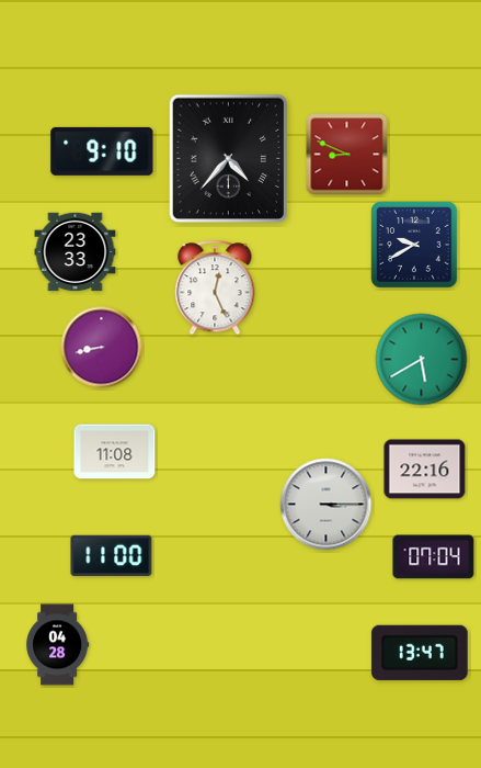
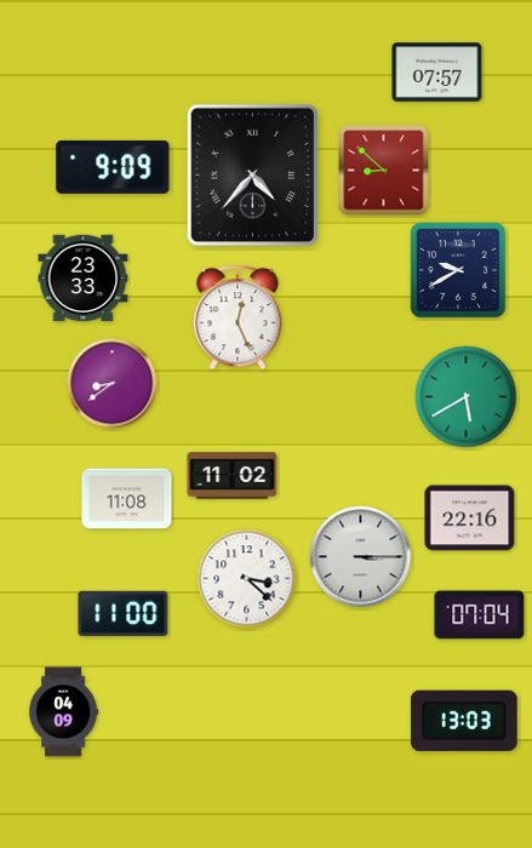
clock at (437, 73): none -> 07:57
clock at (102, 151): 9:10 -> 9:09
clock at (347, 155): 8:49 -> 8:52
clock at (102, 348): 8:43 -> 8:39
clock at (233, 476): none -> 11:02
clock at (247, 579): none -> 3:22
clock at (58, 645): 04:28 -> 04:09
clock at (420, 653): 13:47 -> 13:03
